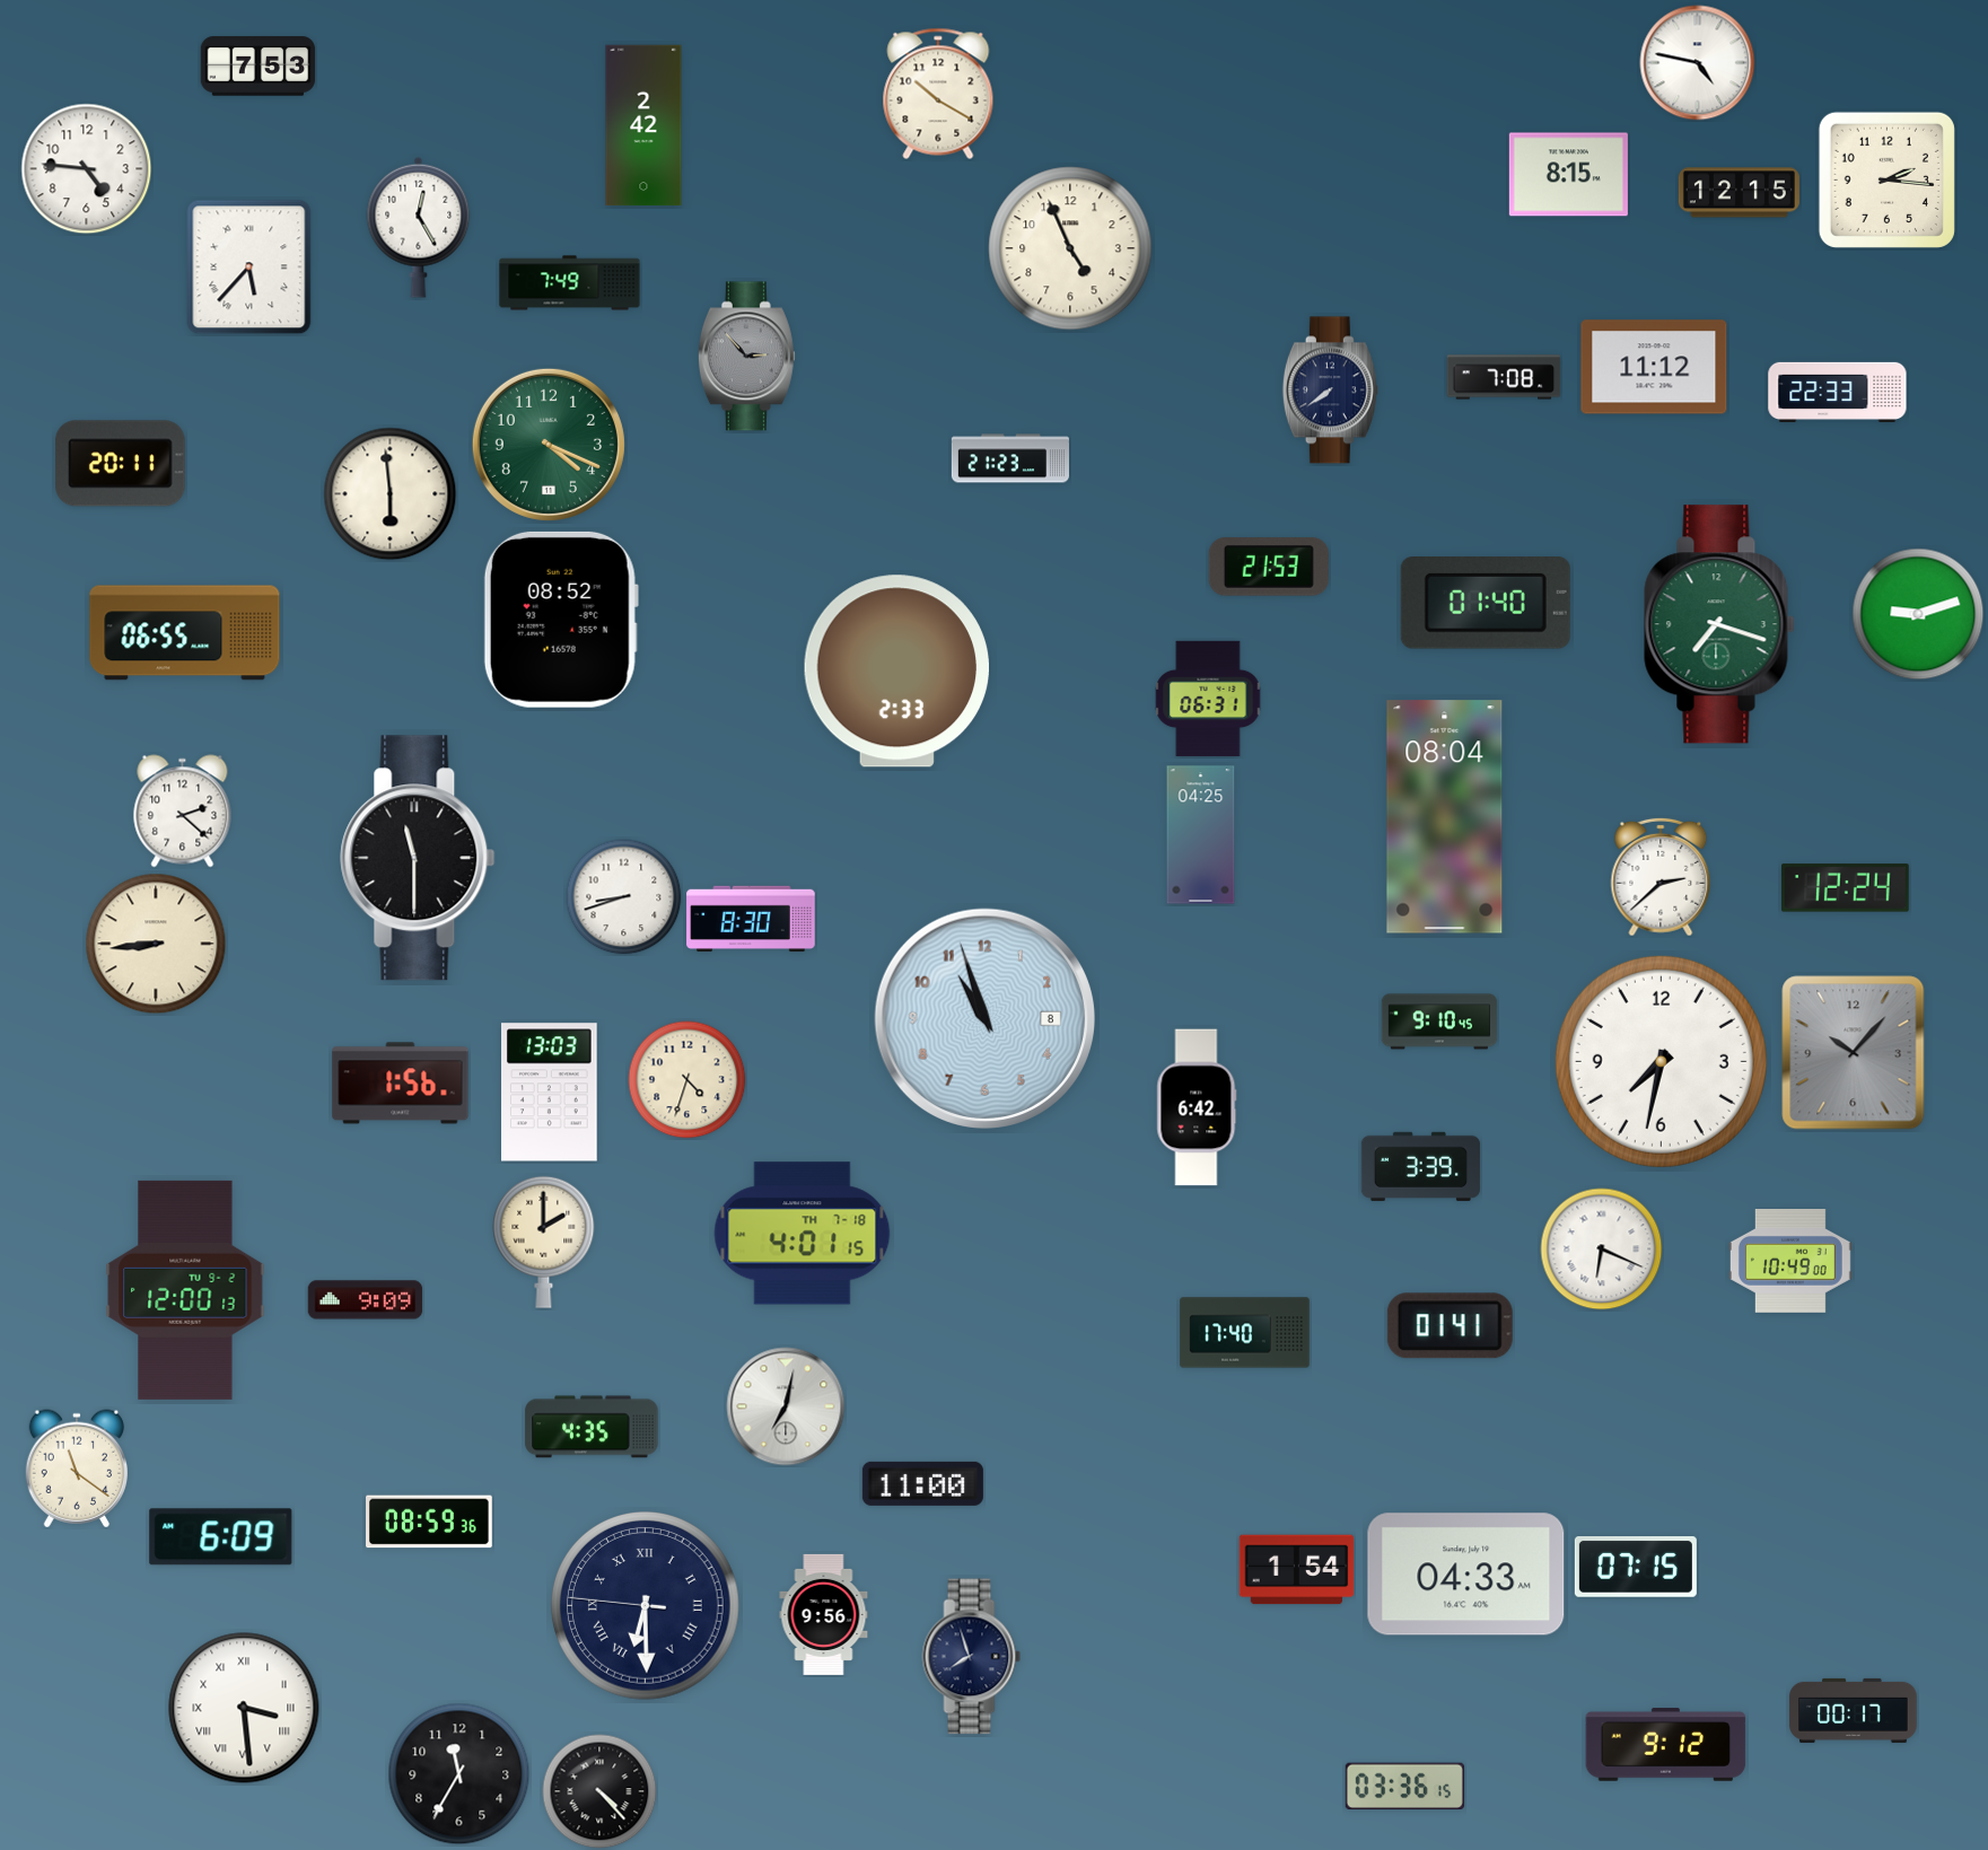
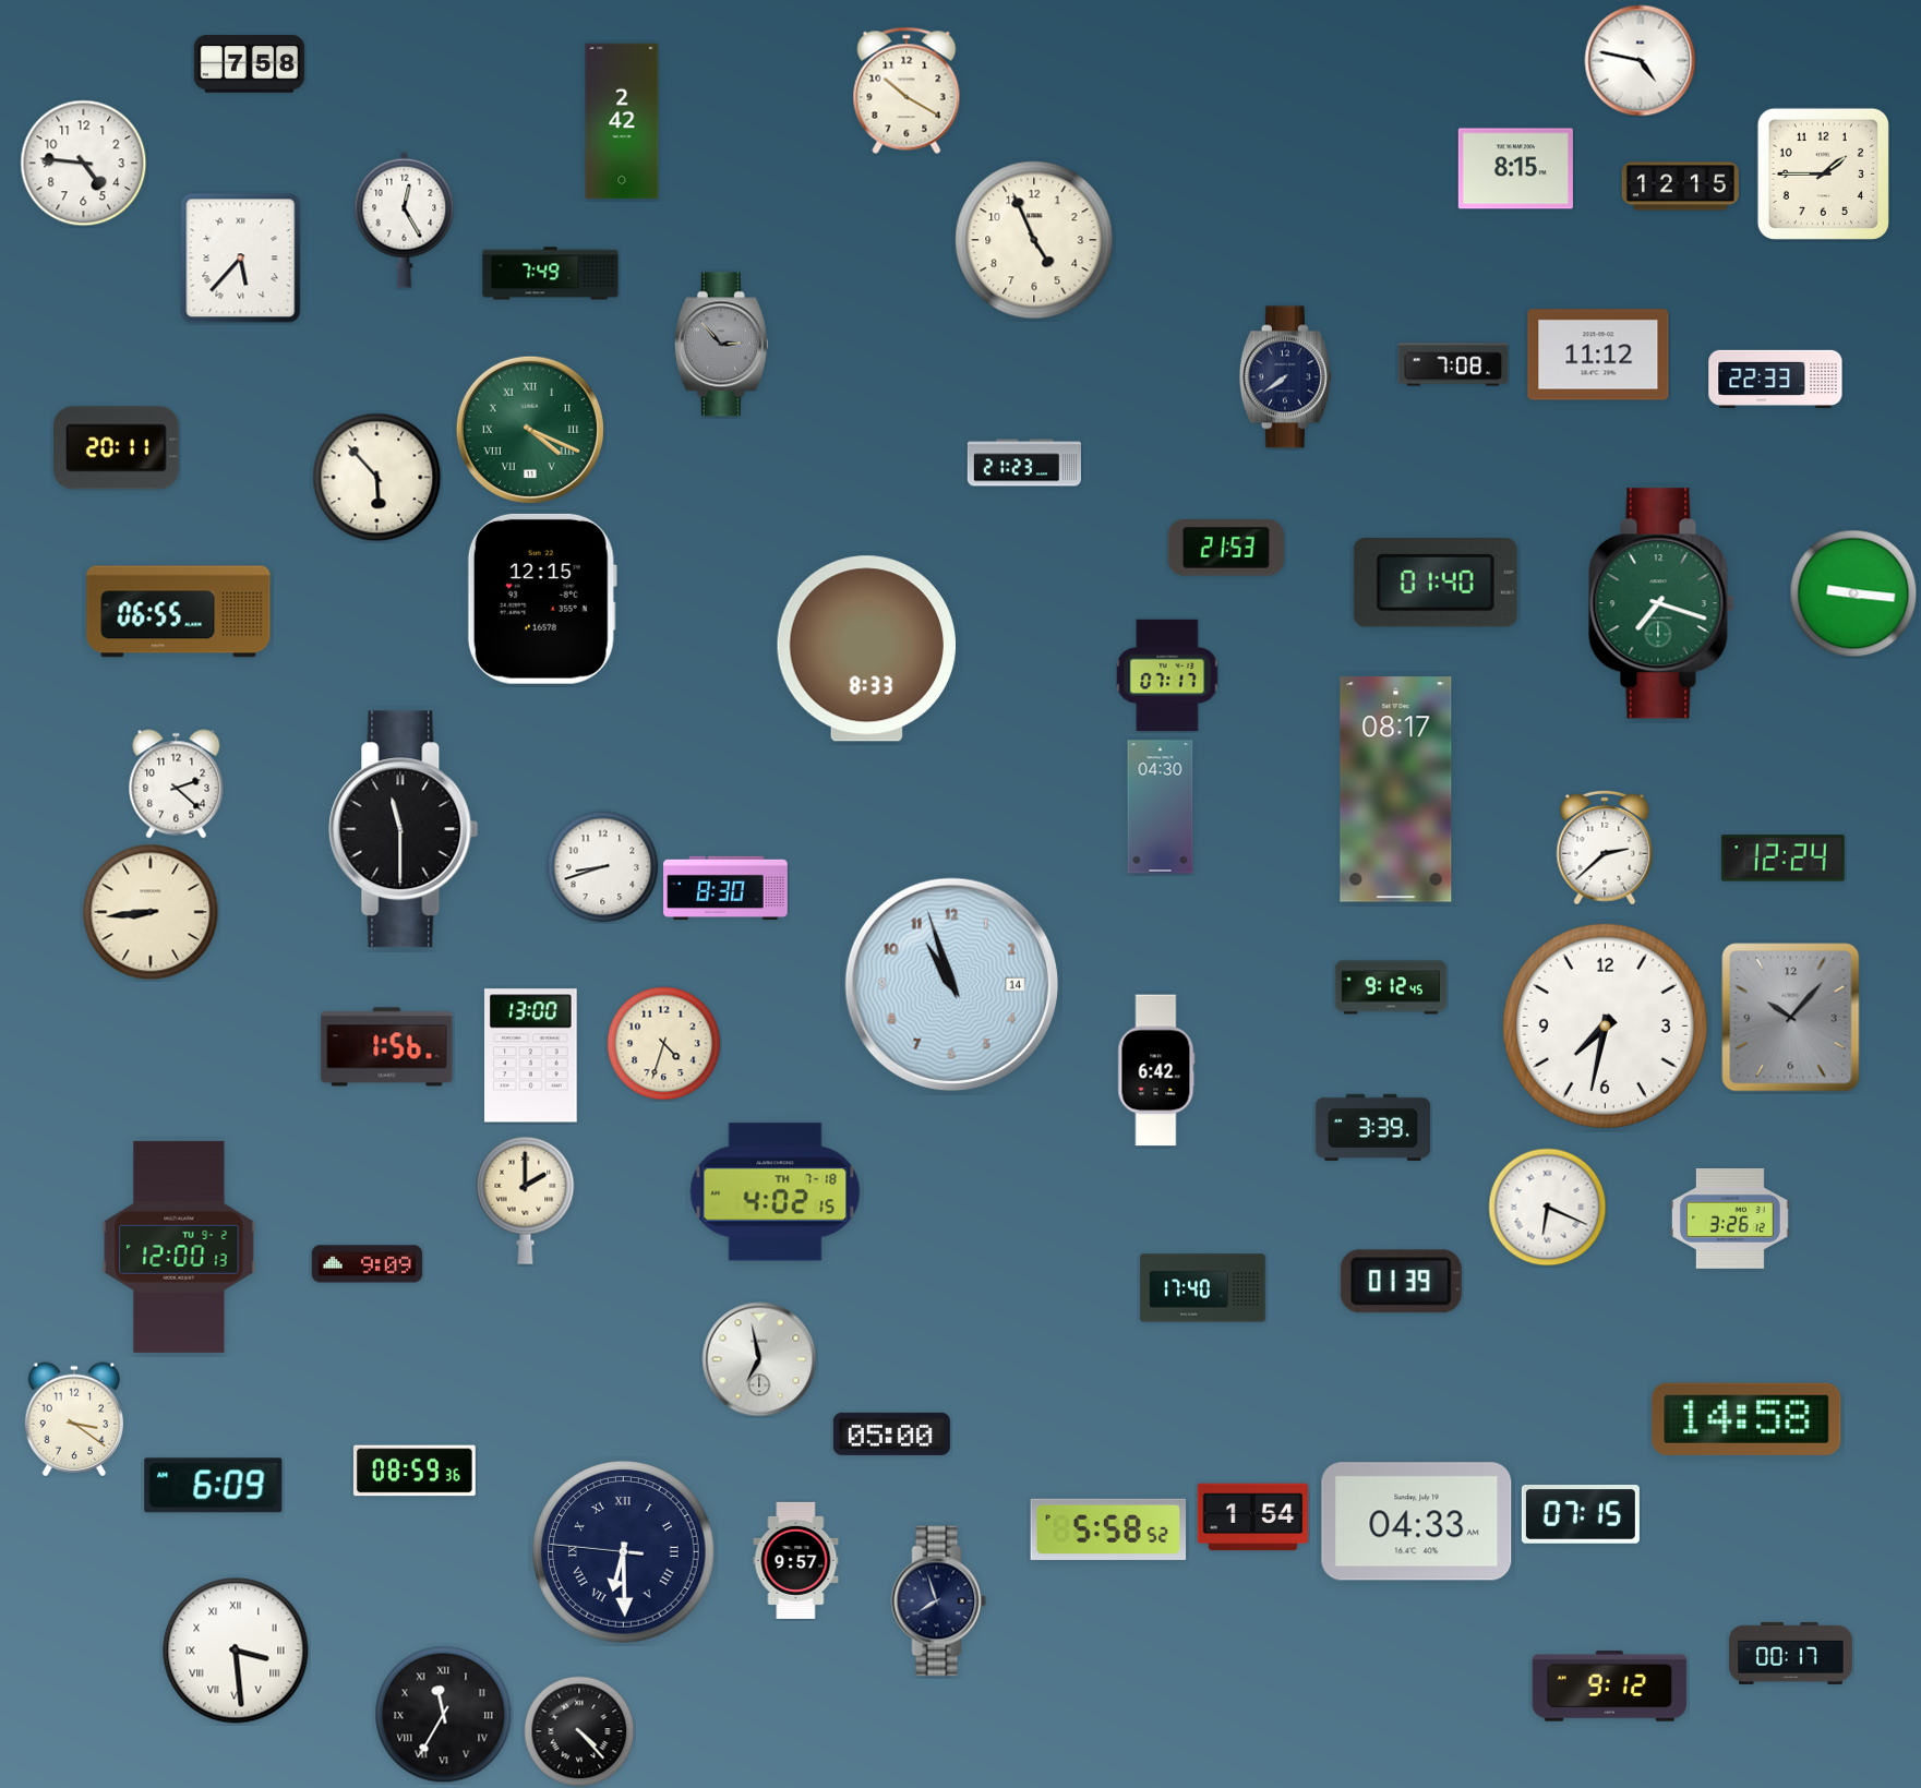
clock at (259, 67): 7:53 -> 7:58
clock at (1886, 179): 2:16 -> 1:45
clock at (549, 445) numerals: Arabic -> Roman
clock at (1009, 458) position: (1009, 458) -> (1023, 463)
clock at (391, 494): 5:59 -> 5:53
clock at (1918, 614): 9:12 -> 9:16
clock at (561, 620): 08:52 -> 12:15
clock at (896, 672): 2:33 -> 8:33
clock at (1208, 699): 06:31 -> 07:17
clock at (1445, 817): 08:04 -> 08:17
clock at (1201, 835): 04:25 -> 04:30
clock at (984, 1018) date: 8 -> 14
clock at (1439, 1022): 9:10 -> 9:12
clock at (550, 1093): 13:03 -> 13:00
clock at (803, 1234): 4:01 -> 4:02
clock at (1790, 1262): 10:49 -> 3:26
clock at (366, 1300) position: (366, 1300) -> (368, 1264)
clock at (1450, 1326): 01:41 -> 01:39
clock at (786, 1406): 7:02 -> 6:58
clock at (592, 1427): 4:35 -> none
clock at (76, 1468): 11:21 -> 3:21
clock at (1746, 1419): none -> 14:58
clock at (922, 1483): 11:00 -> 05:00
clock at (1108, 1529): none -> 5:58
clock at (824, 1614): 9:56 -> 9:57
clock at (459, 1774) numerals: Arabic -> Roman
clock at (1404, 1786): 03:36 -> none
